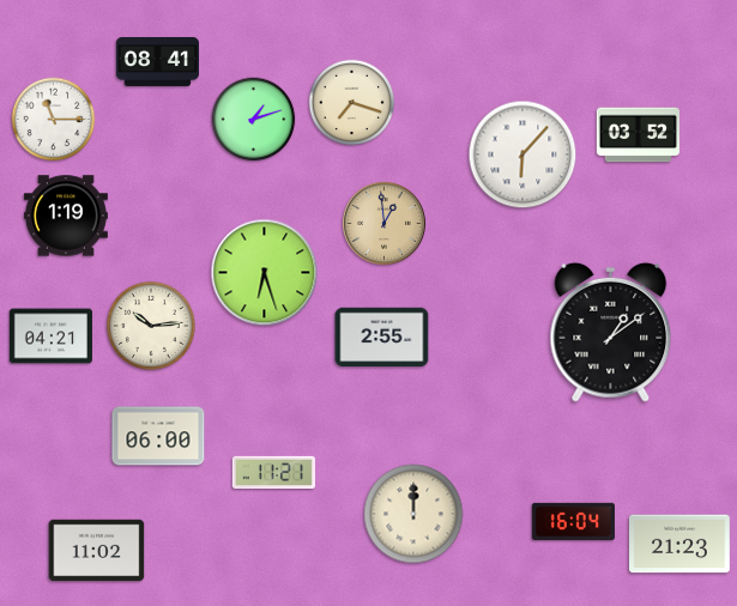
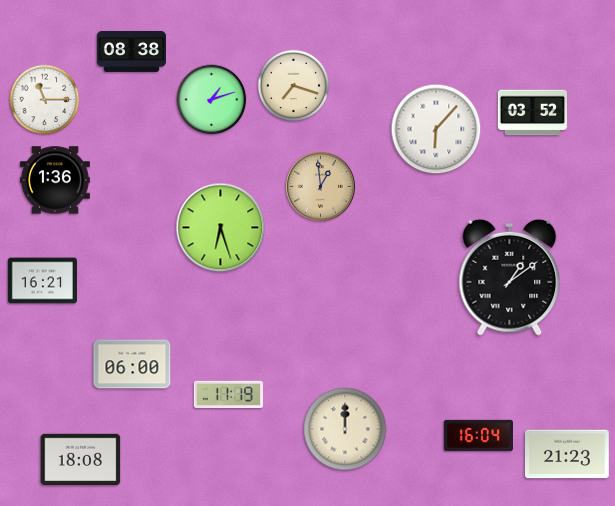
clock at (157, 61): 08:41 -> 08:38
clock at (66, 216): 1:19 -> 1:36
clock at (151, 326): 10:14 -> none
clock at (50, 337): 04:21 -> 16:21
clock at (382, 338): 2:55 -> none
clock at (273, 473): 11:21 -> 11:19
clock at (97, 551): 11:02 -> 18:08
